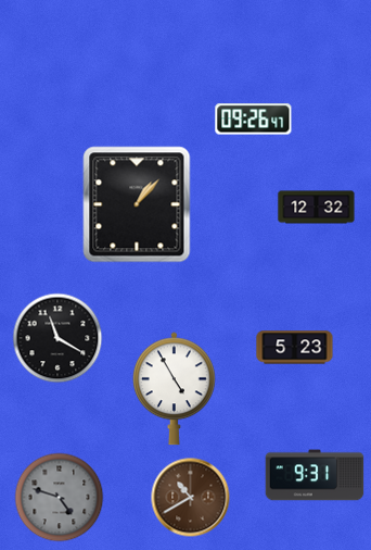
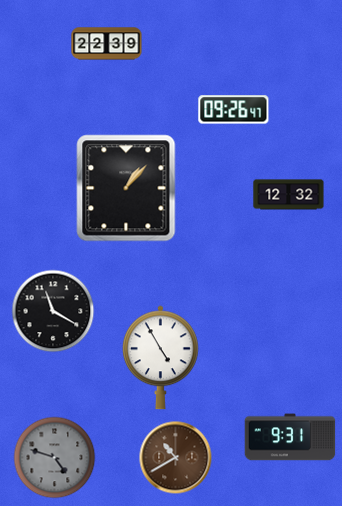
clock at (107, 44): none -> 22:39
clock at (317, 208) position: (317, 208) -> (289, 195)
clock at (295, 348): 5:23 -> none
